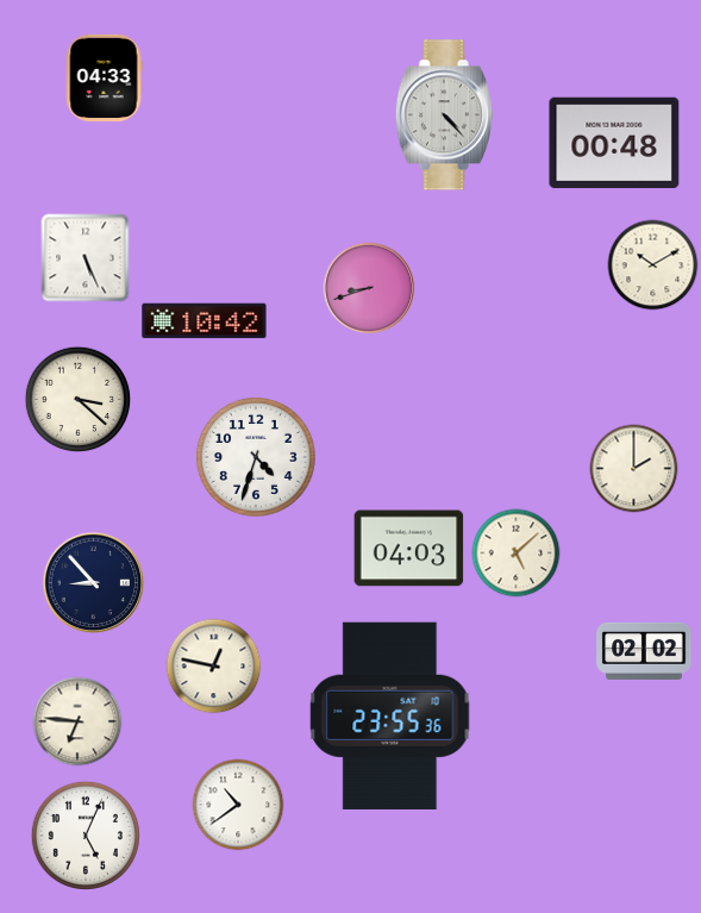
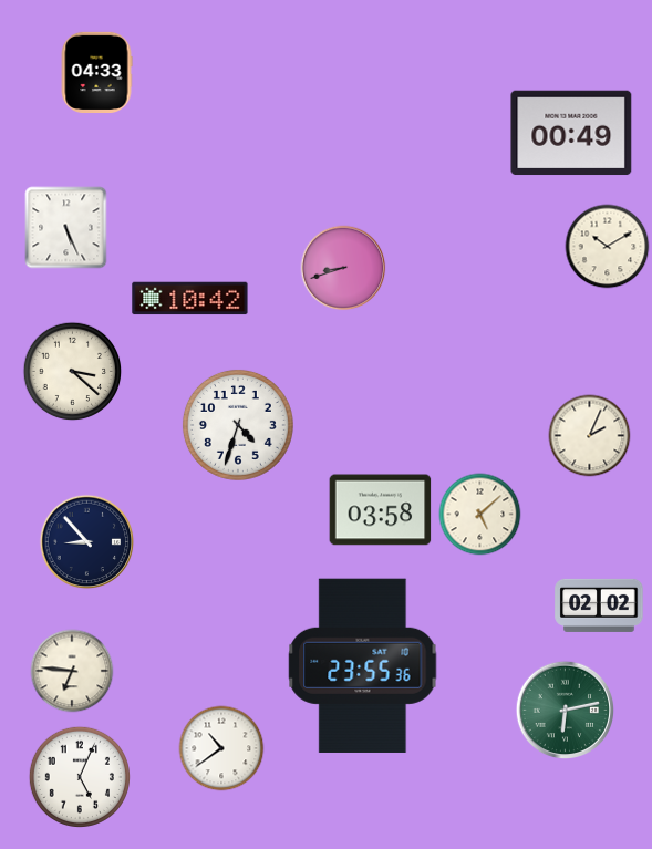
clock at (444, 115): 4:23 -> none
clock at (614, 143): 00:48 -> 00:49
clock at (86, 258) position: (86, 258) -> (66, 228)
clock at (634, 469): 2:00 -> 2:04
clock at (409, 549): 04:03 -> 03:58
clock at (214, 667): 12:47 -> none
clock at (566, 711): none -> 6:13
